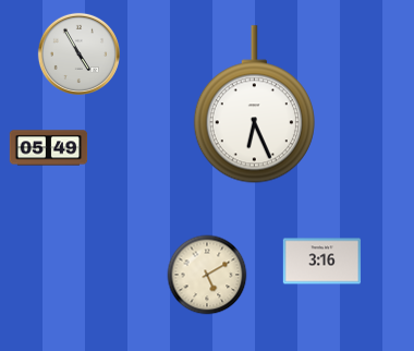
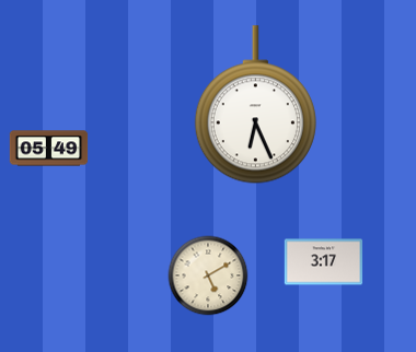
clock at (78, 53): 4:55 -> none
clock at (322, 262): 3:16 -> 3:17
